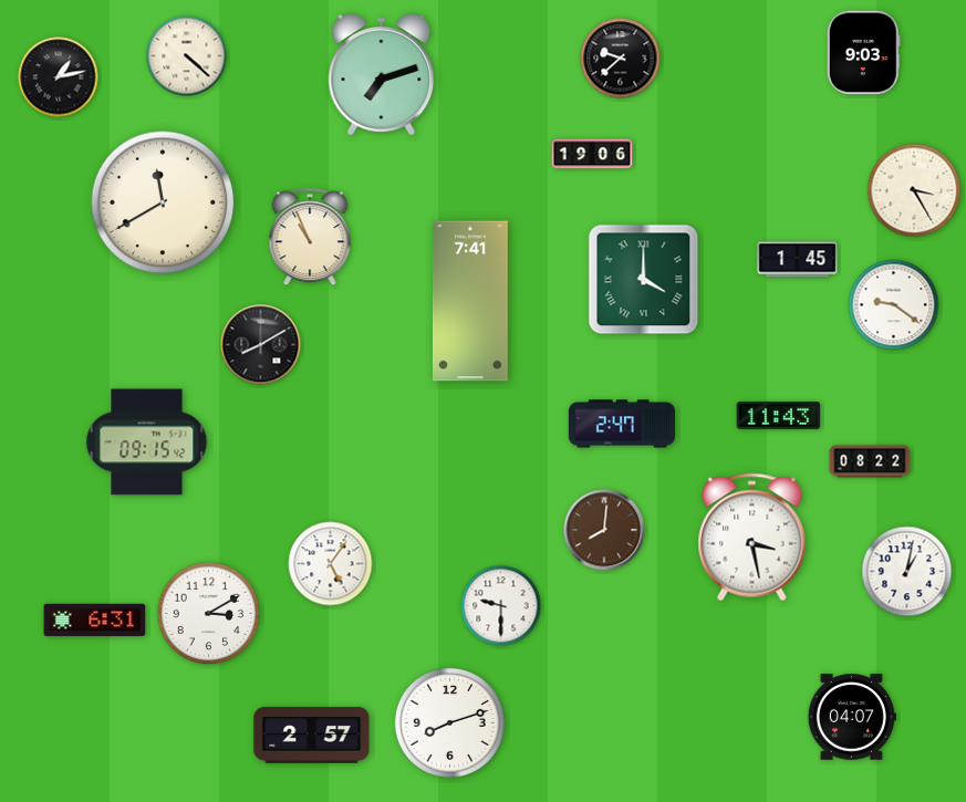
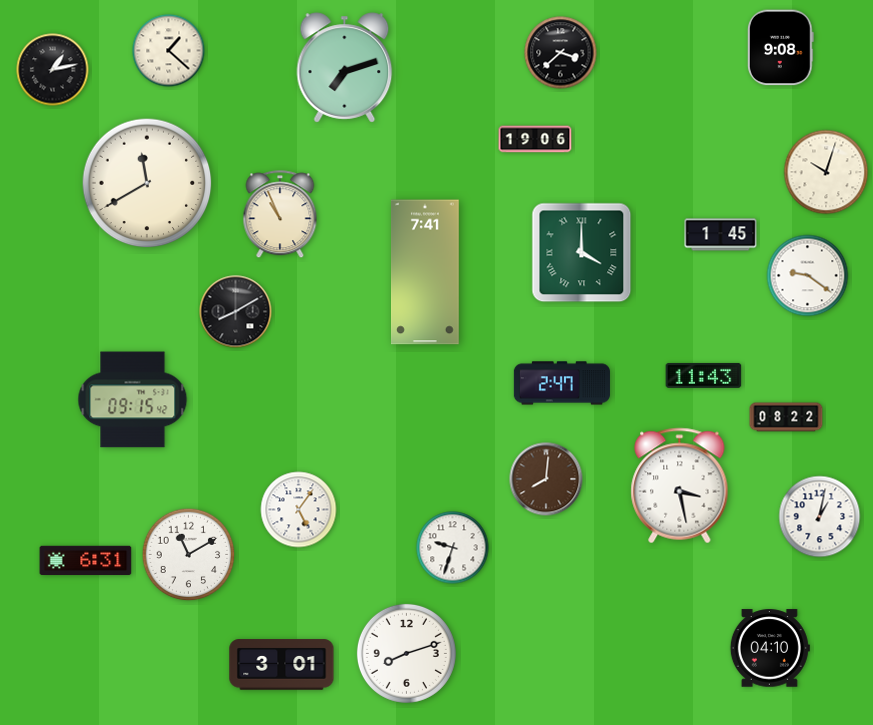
clock at (863, 53): 9:03 -> 9:08
clock at (187, 56): 4:22 -> 1:22
clock at (621, 59): 9:38 -> 3:38
clock at (914, 190): 3:25 -> 10:03
clock at (501, 606): 9:30 -> 9:33
clock at (209, 614): 3:10 -> 11:10
clock at (852, 717): 04:07 -> 04:10
clock at (312, 736): 2:57 -> 3:01
